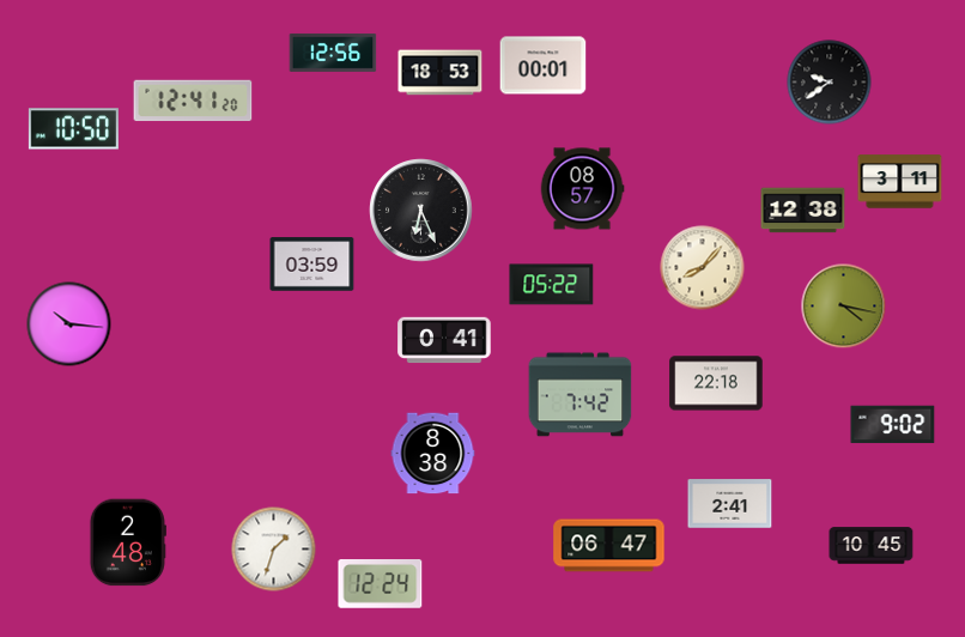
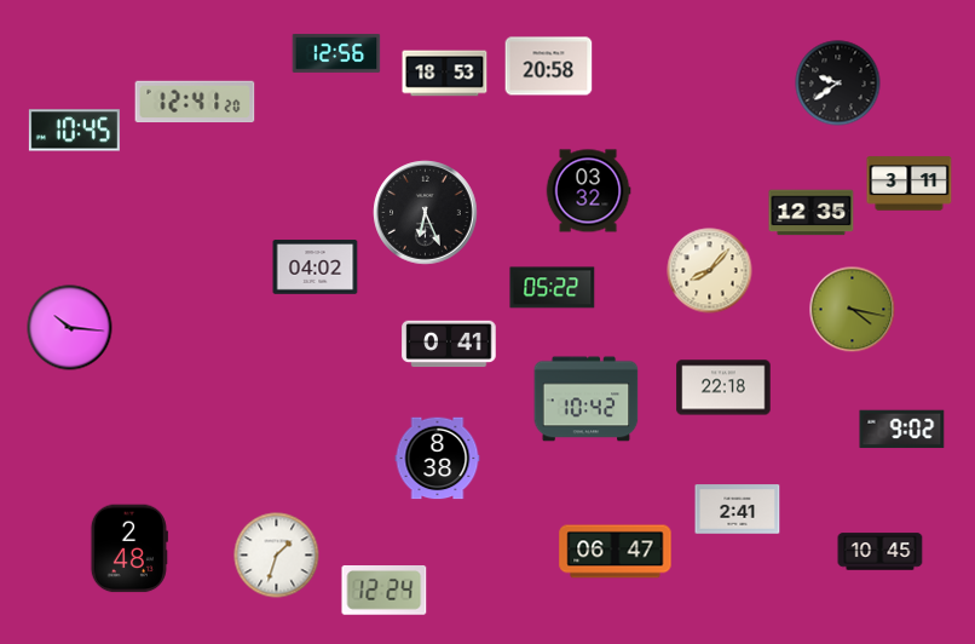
clock at (544, 66): 00:01 -> 20:58
clock at (73, 129): 10:50 -> 10:45
clock at (582, 189): 08:57 -> 03:32
clock at (803, 211): 12:38 -> 12:35
clock at (312, 265): 03:59 -> 04:02
clock at (552, 285) position: (552, 285) -> (553, 288)
clock at (581, 395): 7:42 -> 10:42
